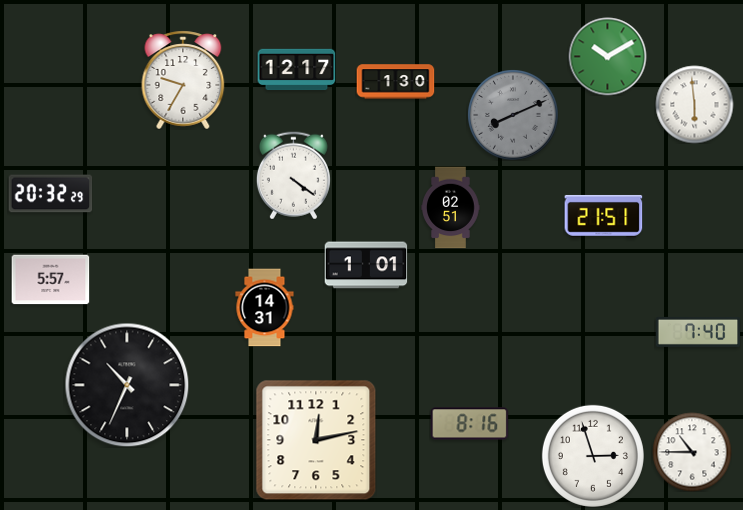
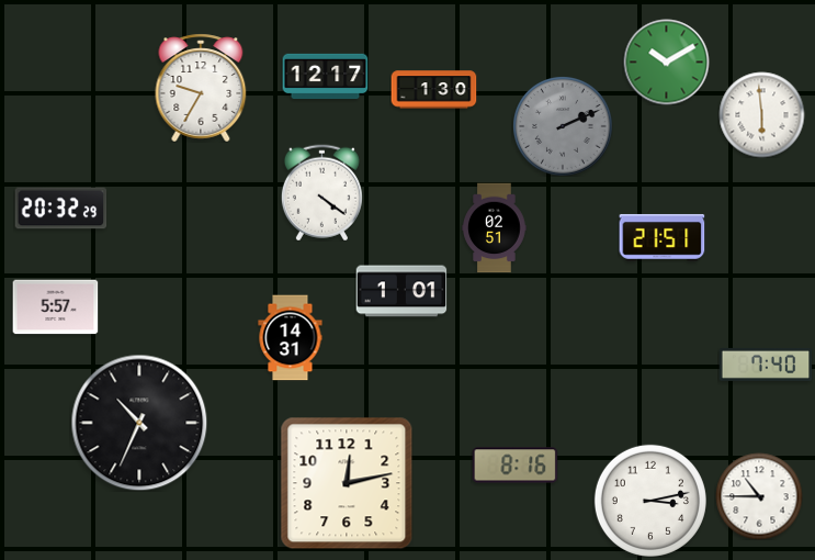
clock at (513, 115): 8:11 -> 2:11
clock at (50, 194) position: (50, 194) -> (60, 209)
clock at (593, 456): 2:57 -> 3:13
